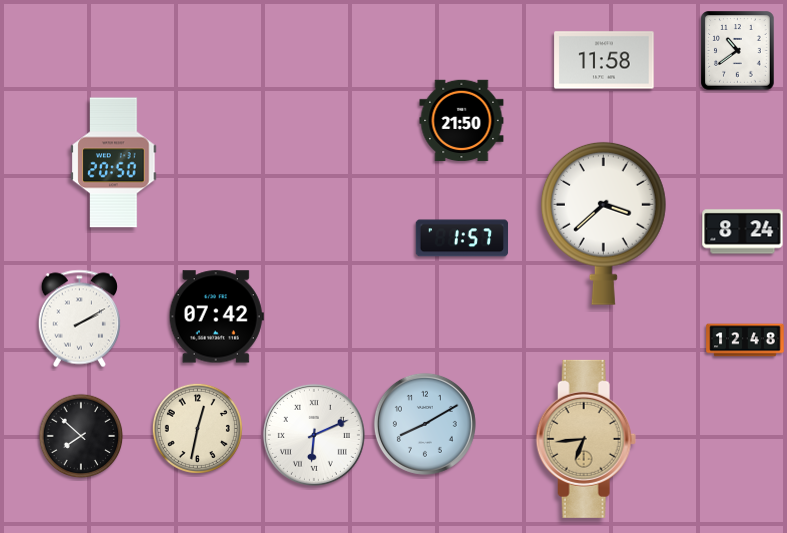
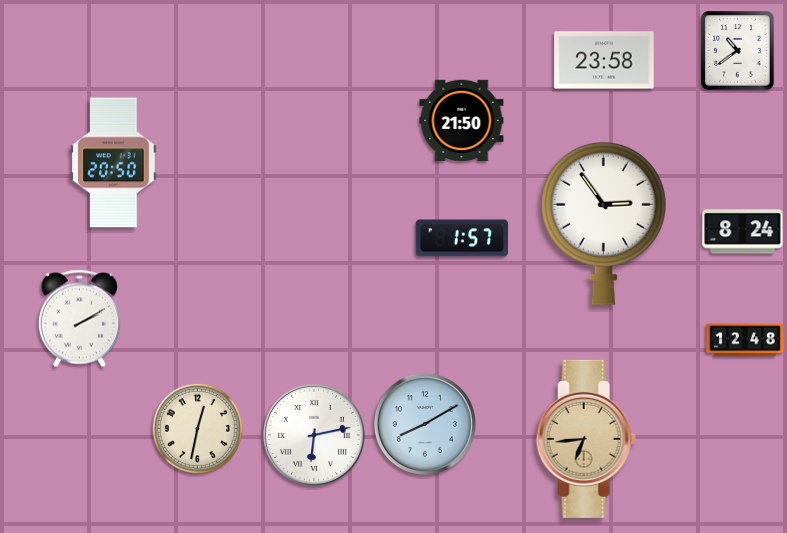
clock at (604, 60): 11:58 -> 23:58
clock at (603, 223): 3:38 -> 2:54
clock at (216, 317): 07:42 -> none
clock at (314, 435): 6:11 -> 6:13
clock at (81, 436): 7:52 -> none
